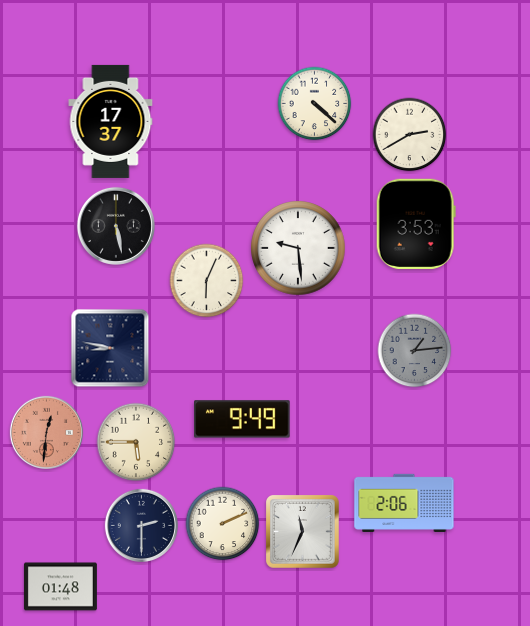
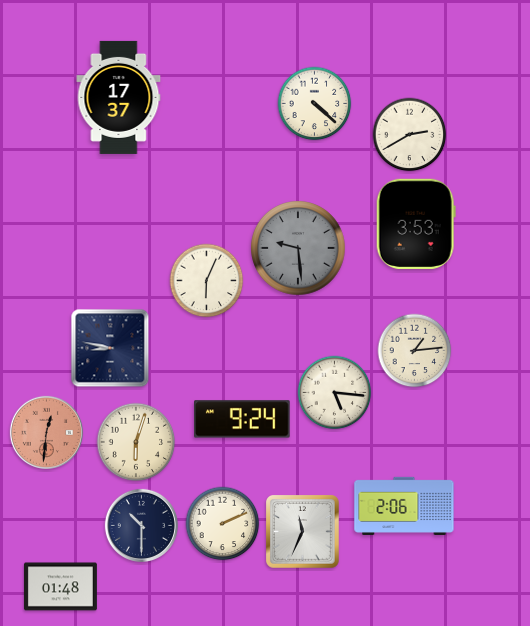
clock at (111, 121) position: (111, 121) -> (119, 97)
clock at (116, 226): 5:28 -> none
clock at (298, 248) dial: white -> grey
clock at (415, 351) dial: grey -> cream
clock at (335, 393): none -> 5:16
clock at (242, 419): 9:49 -> 9:24
clock at (136, 442): 5:45 -> 6:03
clock at (404, 503) position: (404, 503) -> (404, 506)
clock at (141, 525): 2:30 -> 10:30
